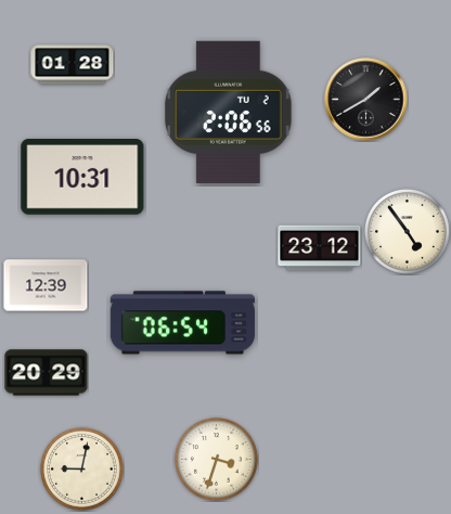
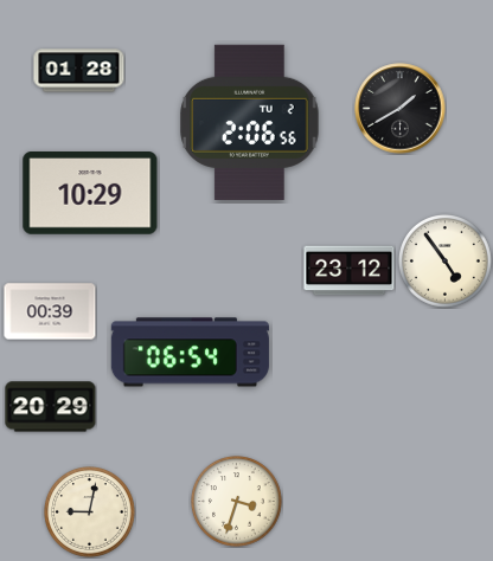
clock at (82, 178): 10:31 -> 10:29
clock at (408, 232) position: (408, 232) -> (446, 262)
clock at (46, 285): 12:39 -> 00:39
clock at (182, 323) position: (182, 323) -> (190, 353)
